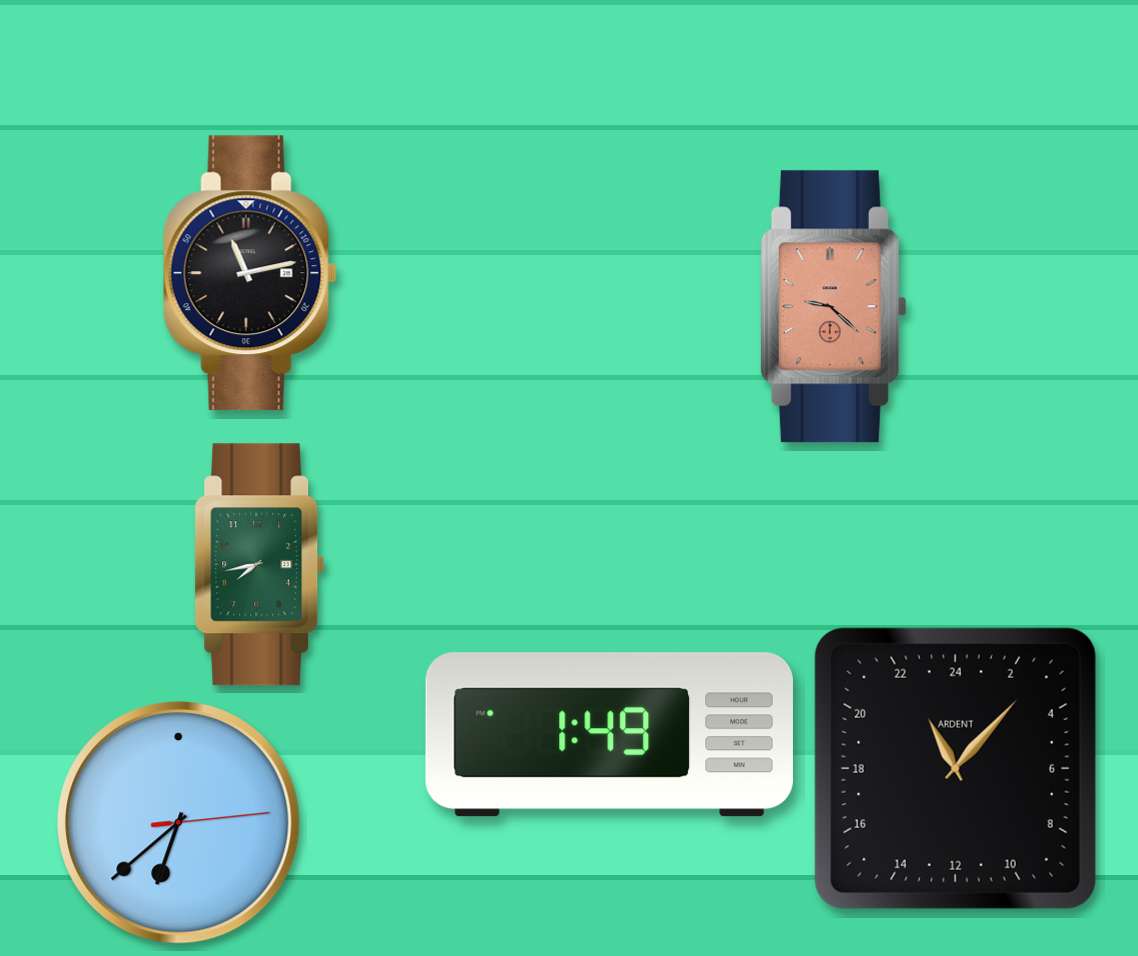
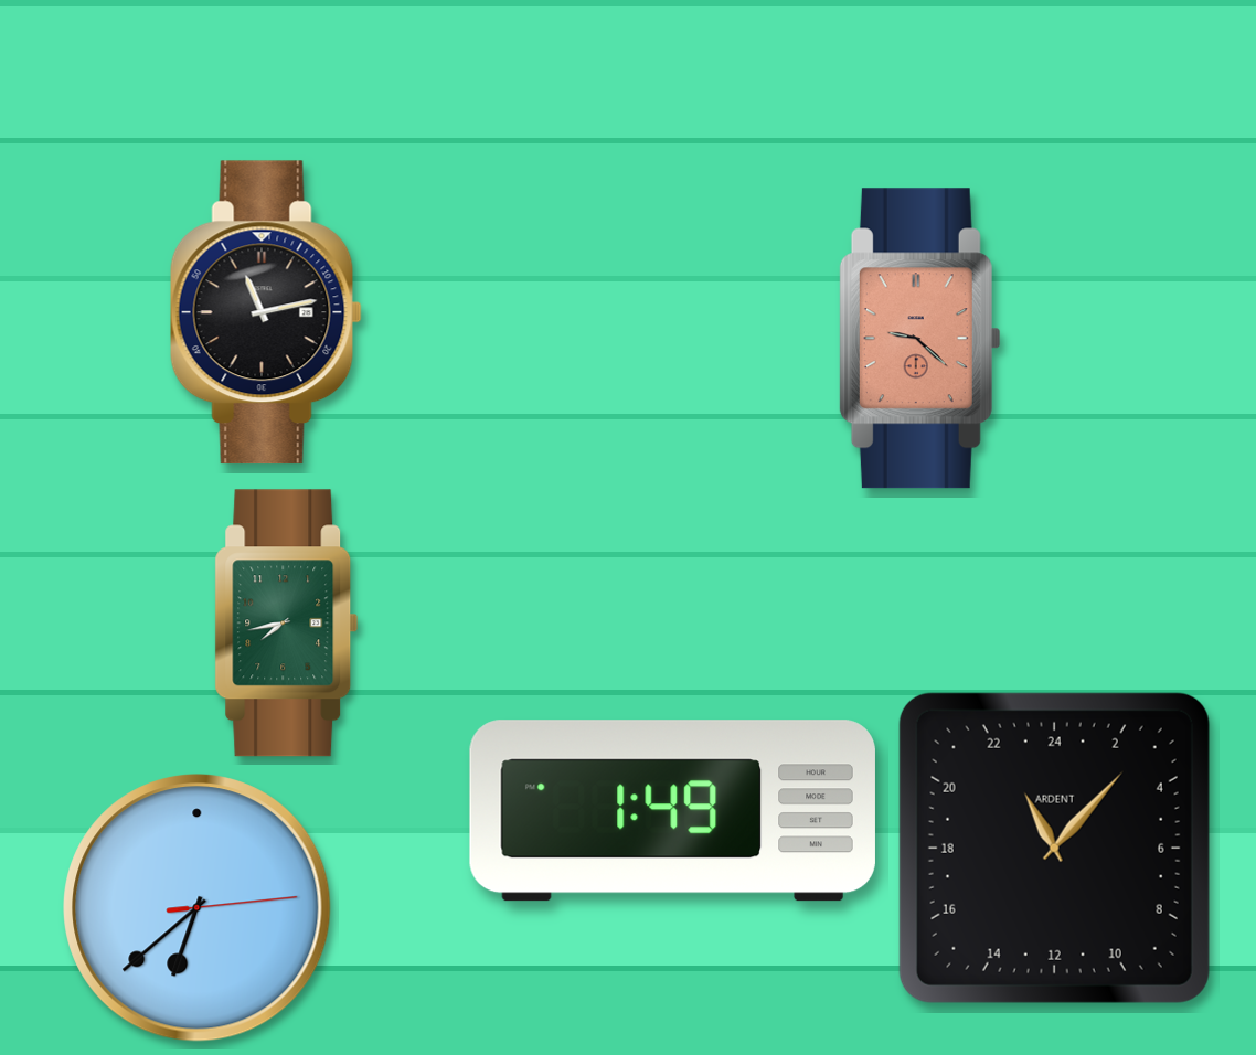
clock at (250, 273) position: (250, 273) -> (266, 312)
